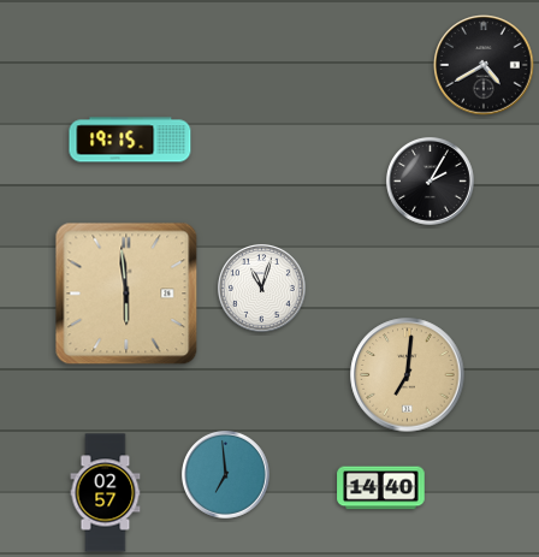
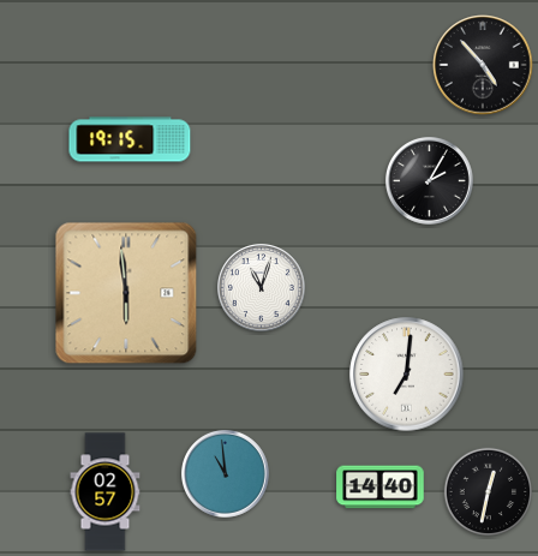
clock at (484, 65): 4:40 -> 4:53
clock at (408, 375) dial: champagne -> white
clock at (225, 474): 6:59 -> 10:59
clock at (489, 492): none -> 12:32
